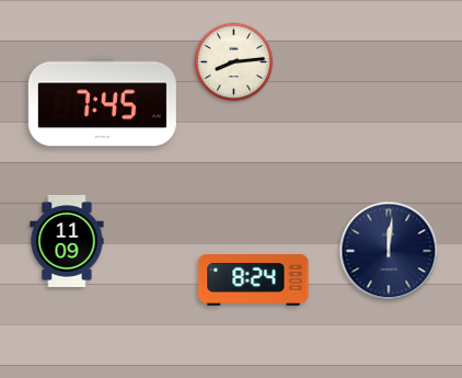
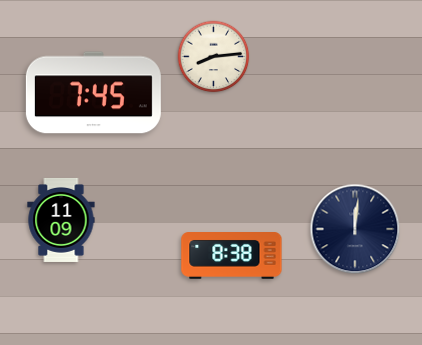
clock at (254, 280): 8:24 -> 8:38
